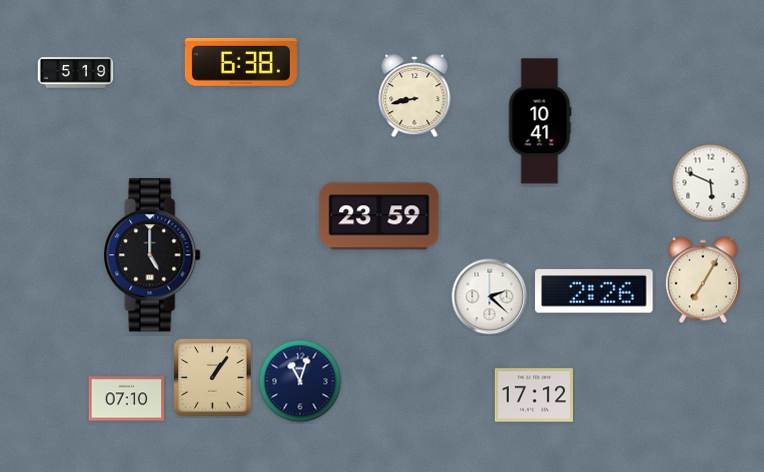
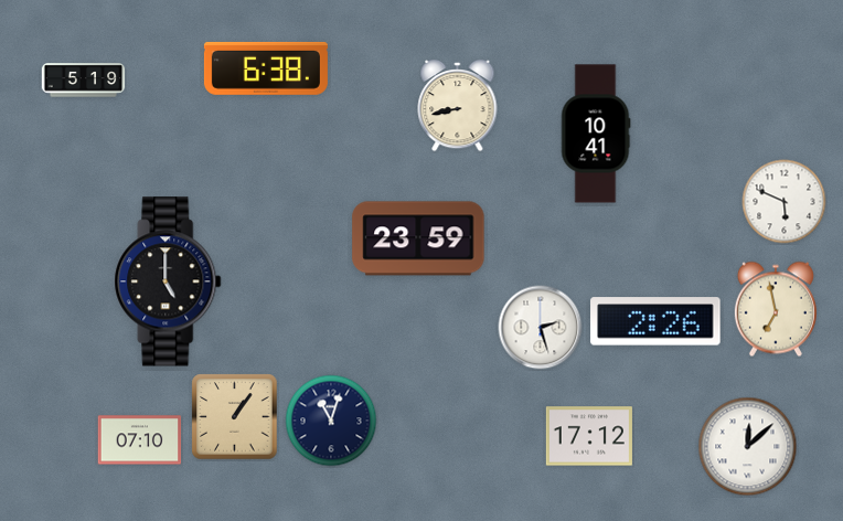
clock at (703, 280): 7:05 -> 6:58
clock at (490, 297): 2:22 -> 2:27
clock at (748, 447): none -> 12:08
